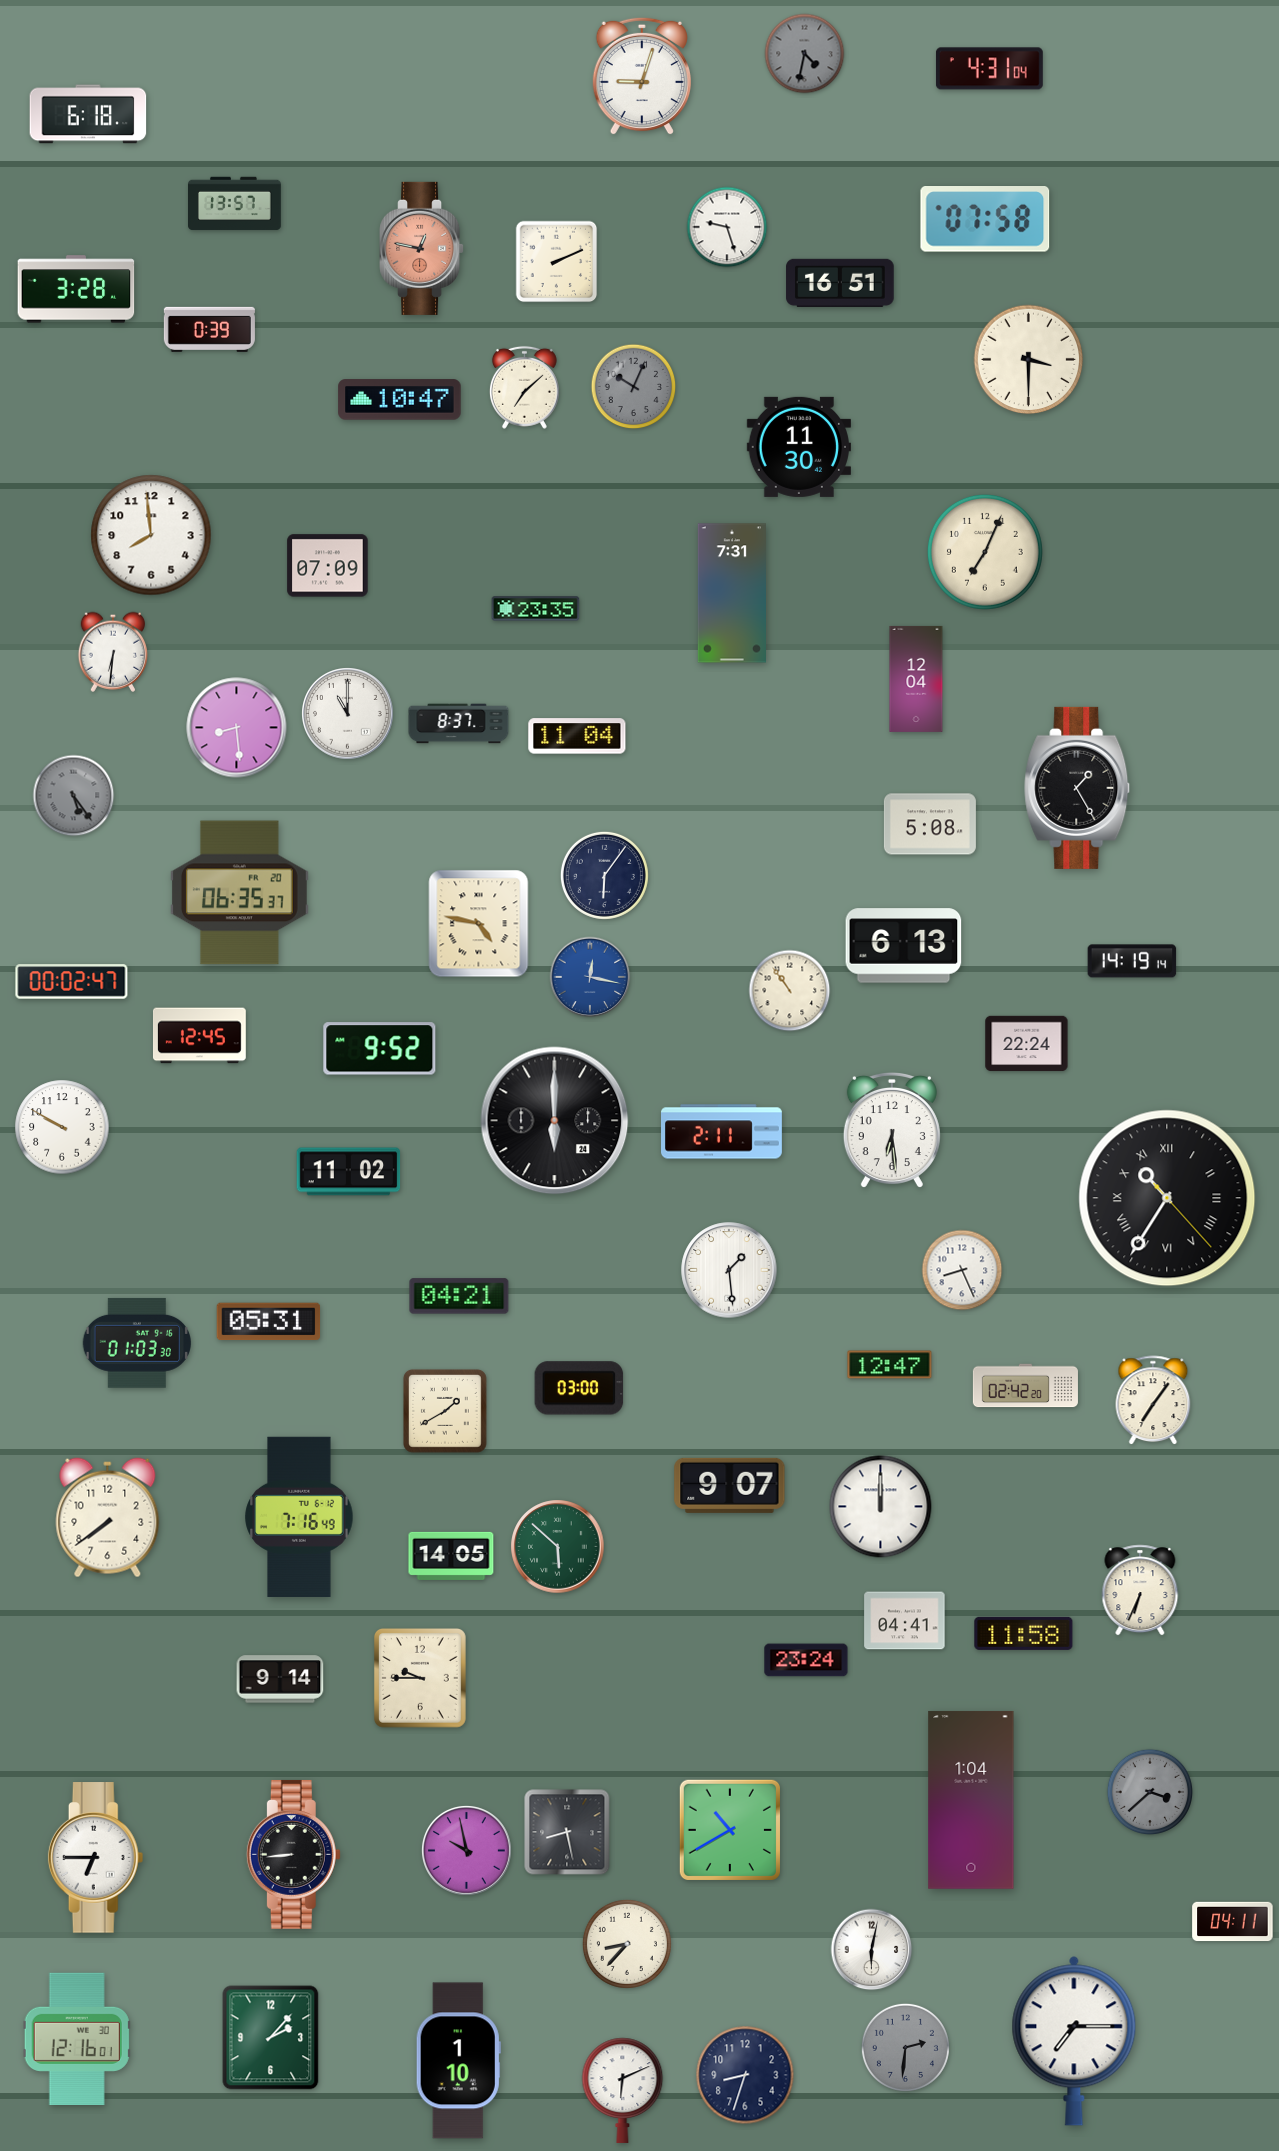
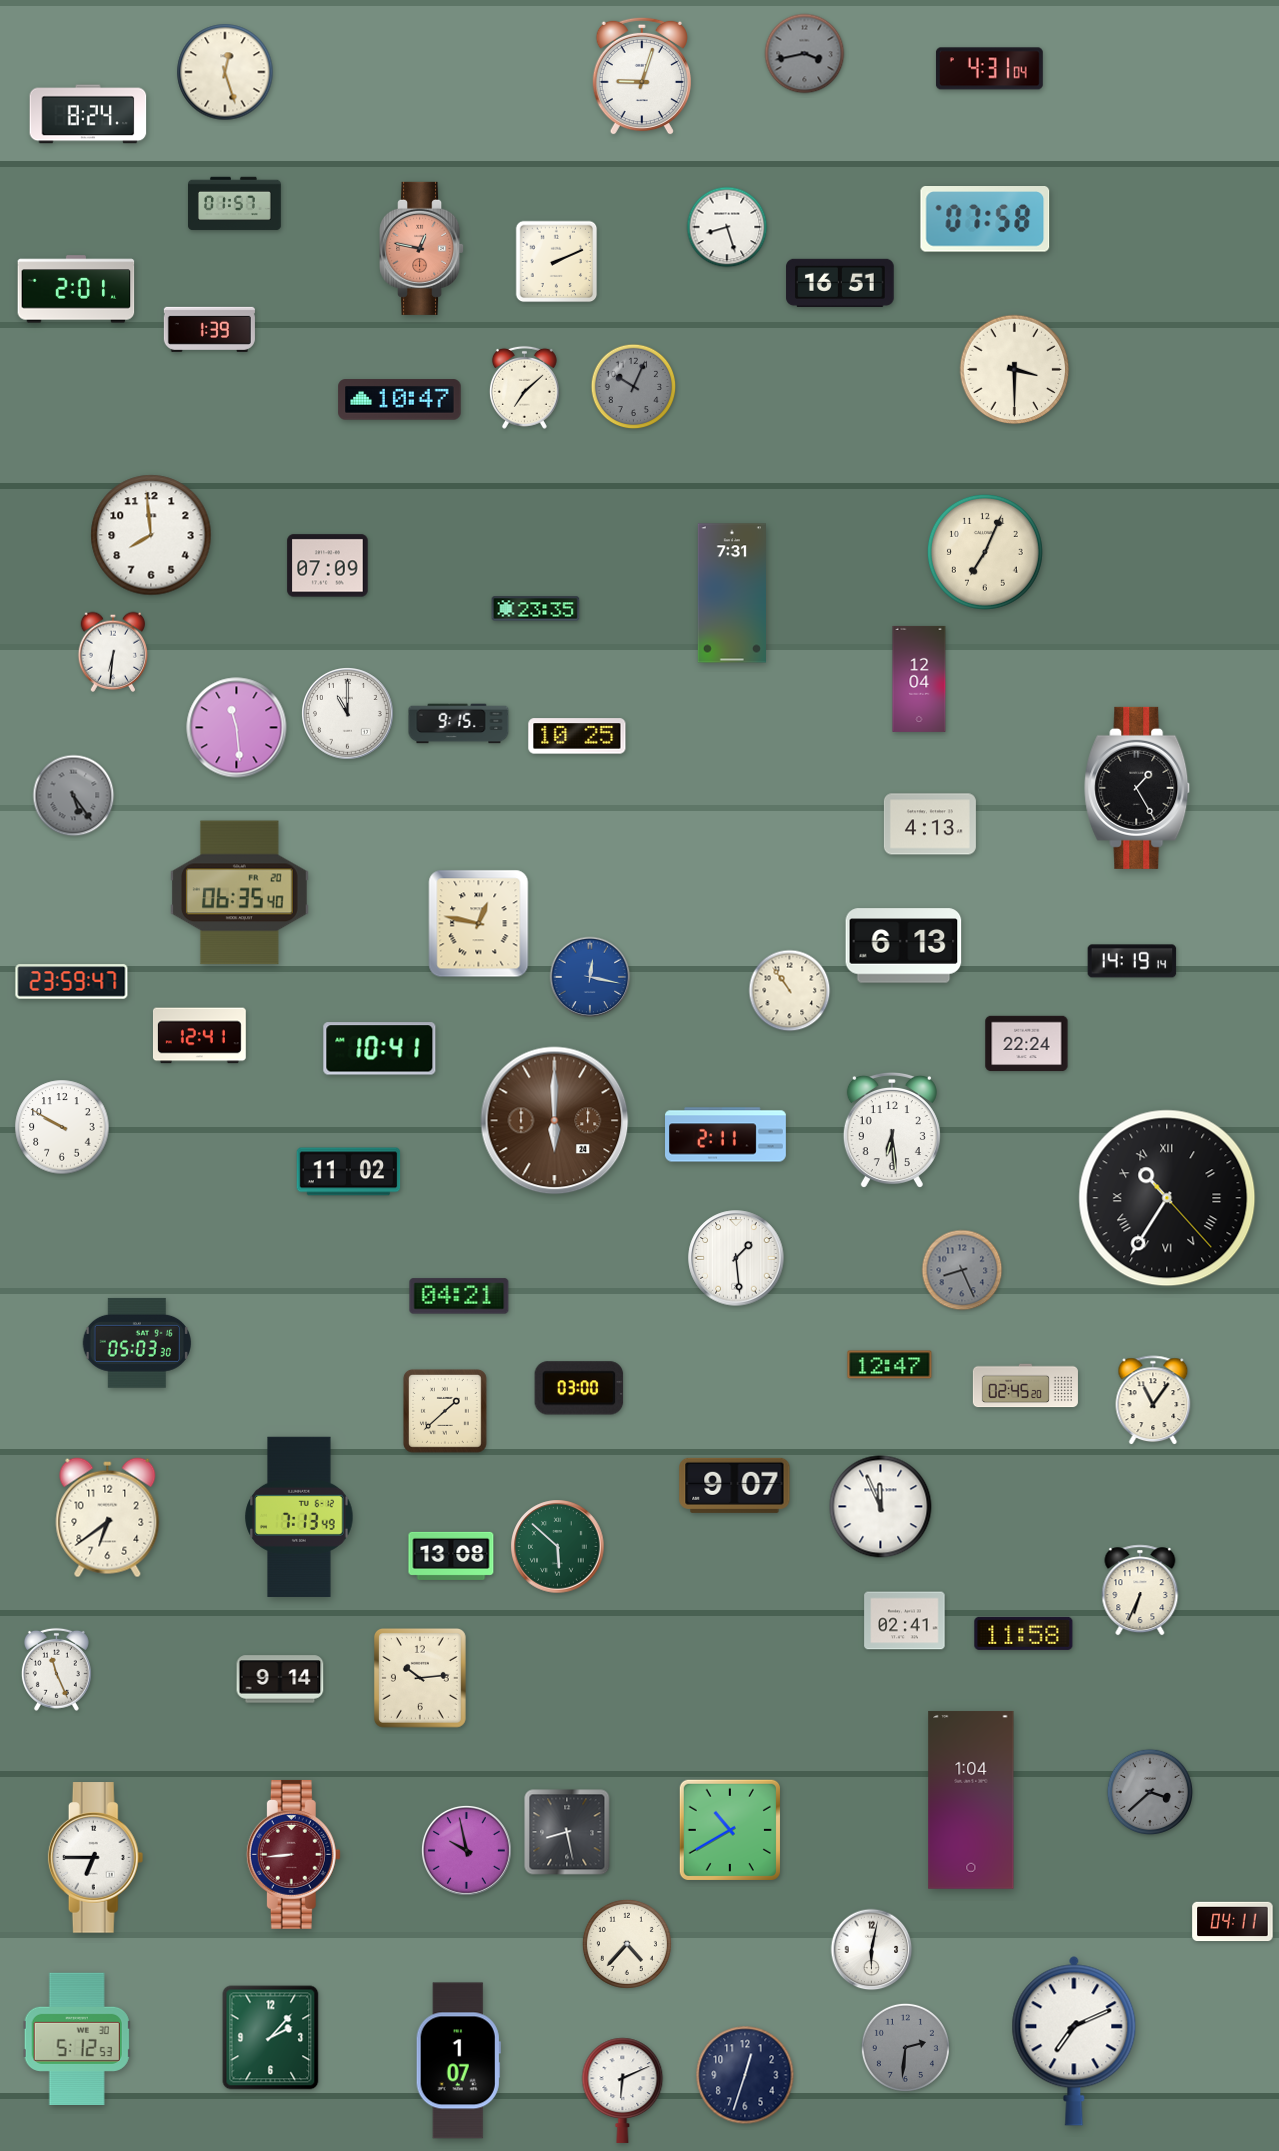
clock at (805, 54): 4:32 -> 3:43
clock at (225, 72): none -> 12:27
clock at (88, 114): 6:18 -> 8:24
clock at (235, 204): 13:57 -> 01:57
clock at (727, 227): 9:27 -> 8:27
clock at (76, 289): 3:28 -> 2:01
clock at (209, 329): 0:39 -> 1:39
clock at (1029, 360) position: (1029, 360) -> (1015, 370)
clock at (799, 447): 11:30 -> none
clock at (916, 679) position: (916, 679) -> (919, 679)
clock at (459, 724): 8:37 -> 9:15
clock at (237, 728): 8:29 -> 11:29
clock at (577, 736): 11:04 -> 10:25
clock at (1078, 788) position: (1078, 788) -> (1138, 788)
clock at (930, 824): 5:08 -> 4:13
clock at (604, 875): 6:06 -> none
clock at (239, 893): 06:35:37 -> 06:35:40
clock at (479, 924): 4:47 -> 12:47
clock at (72, 982): 00:02 -> 23:59
clock at (199, 1036): 12:45 -> 12:41
clock at (380, 1049): 9:52 -> 10:41
clock at (555, 1121) dial: black -> brown
clock at (722, 1132) position: (722, 1132) -> (726, 1135)
clock at (729, 1270) position: (729, 1270) -> (736, 1258)
clock at (962, 1270) dial: white -> grey
clock at (269, 1322): 05:31 -> none
clock at (136, 1343): 01:03 -> 05:03
clock at (1025, 1386): 02:42 -> 02:45
clock at (1153, 1401): 7:06 -> 11:06
clock at (445, 1411): 1:40 -> 1:38
clock at (730, 1485) position: (730, 1485) -> (735, 1485)
clock at (881, 1507): 12:00 -> 11:56
clock at (299, 1516): 7:16 -> 7:13
clock at (108, 1518): 7:39 -> 6:39
clock at (451, 1556): 14:05 -> 13:08
clock at (905, 1621): 04:41 -> 02:41
clock at (806, 1660): 23:24 -> none
clock at (56, 1669): none -> 11:26
clock at (420, 1678): 9:45 -> 10:14
clock at (293, 1854) dial: black -> burgundy
clock at (627, 1944): 8:37 -> 4:37
clock at (77, 2038): 12:16 -> 5:12
clock at (1074, 2041): 7:15 -> 7:11
clock at (458, 2061): 1:10 -> 1:07
clock at (745, 2075): 8:33 -> 12:33
